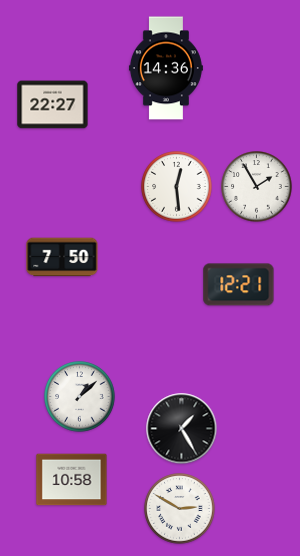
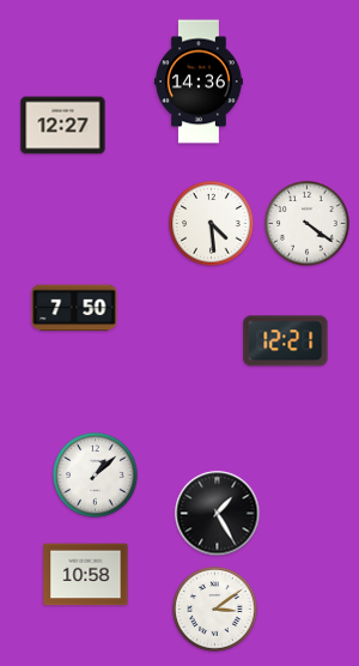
clock at (53, 105): 22:27 -> 12:27
clock at (177, 187): 12:29 -> 4:29
clock at (257, 187): 1:55 -> 4:21
clock at (180, 509): 2:50 -> 3:09
